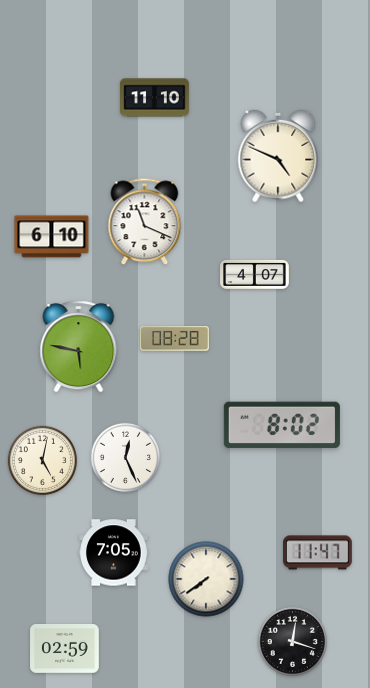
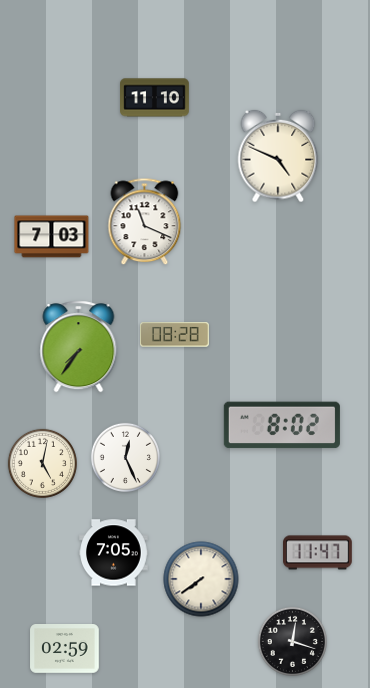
clock at (52, 237): 6:10 -> 7:03
clock at (255, 274): 4:07 -> none
clock at (175, 339) position: (175, 339) -> (175, 335)
clock at (79, 347): 5:47 -> 7:36
clock at (42, 460) position: (42, 460) -> (42, 463)
clock at (206, 579) position: (206, 579) -> (201, 579)
